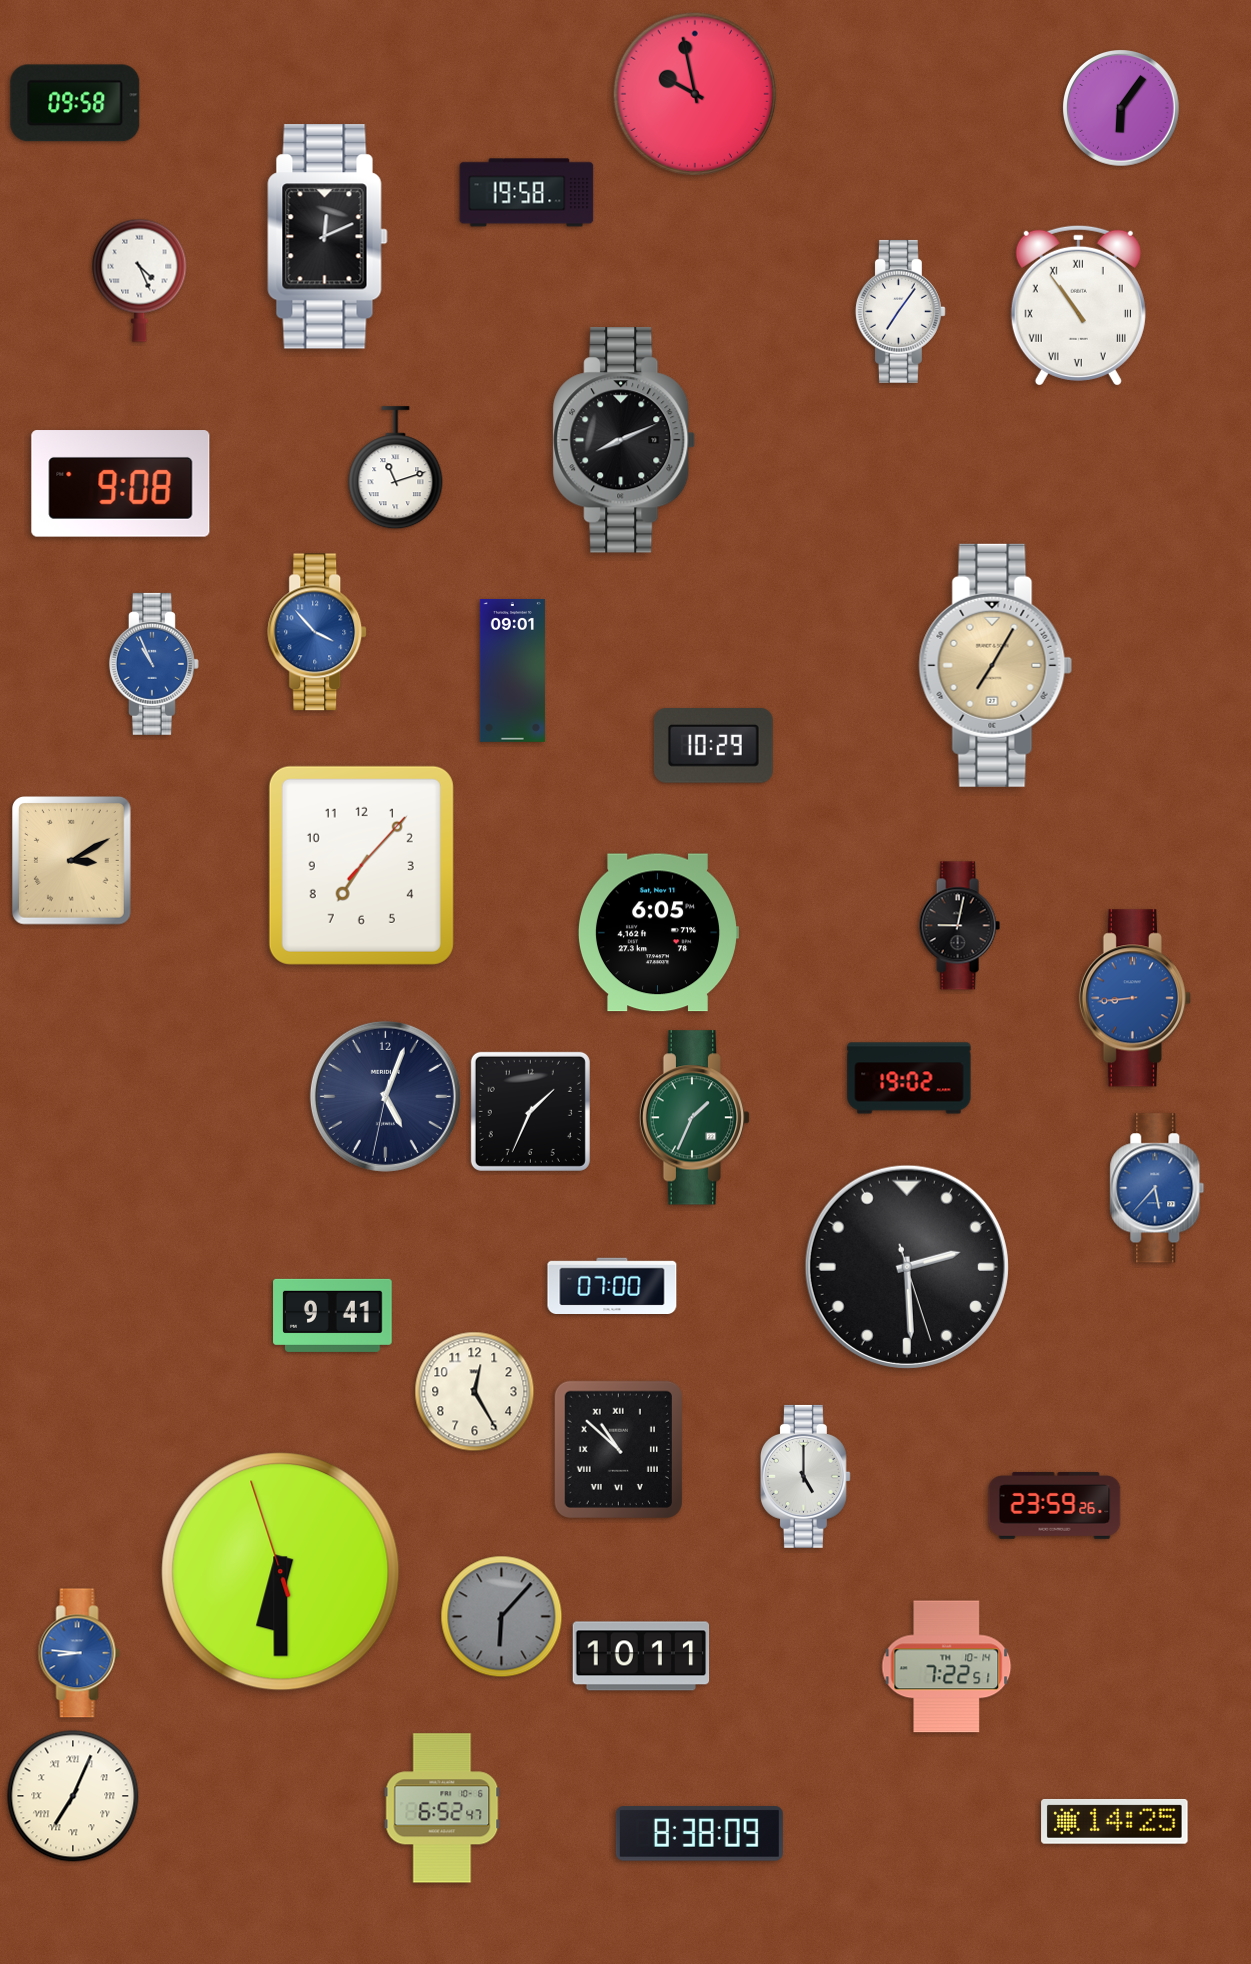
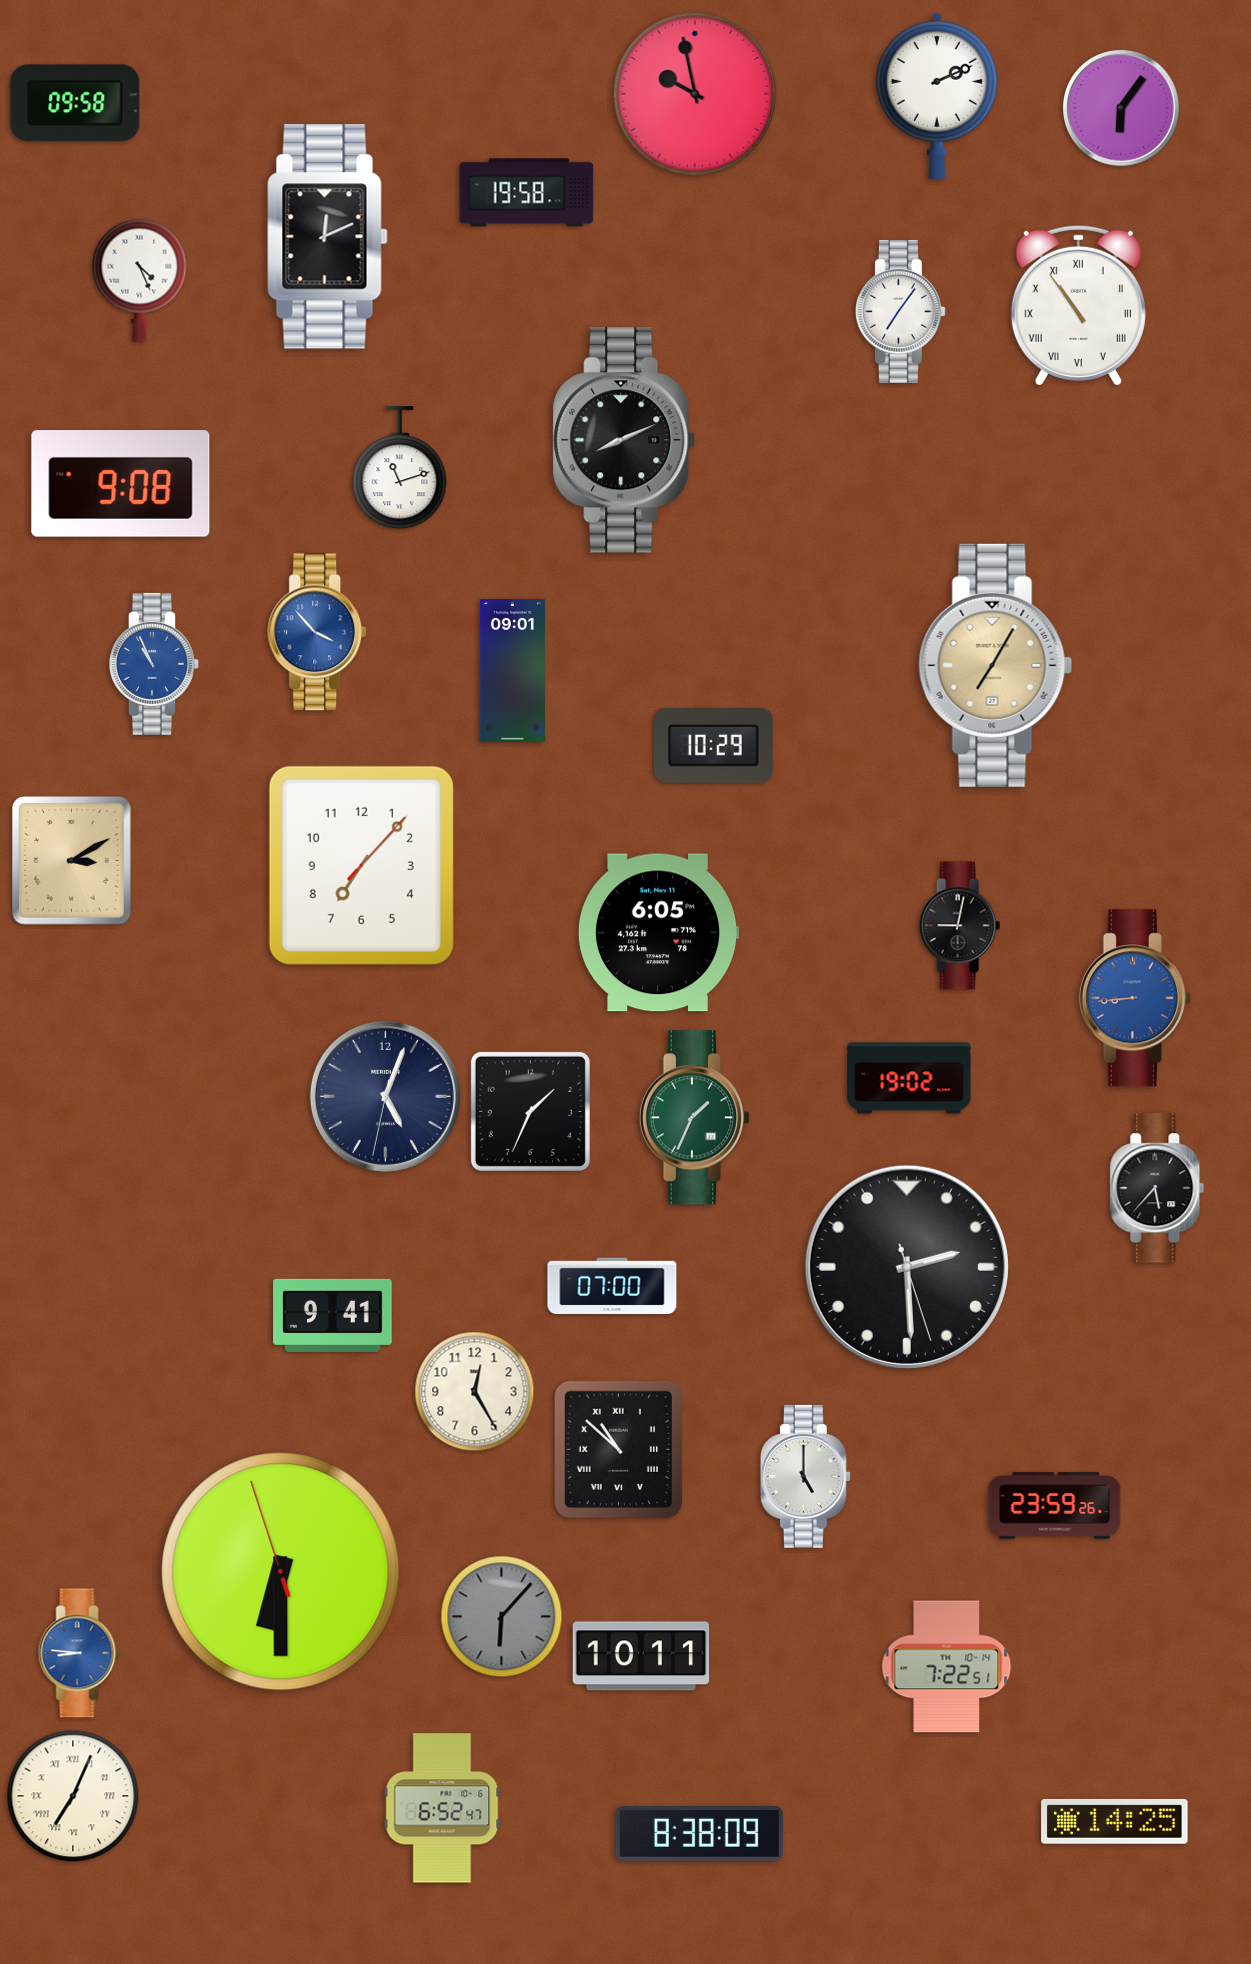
clock at (937, 95): none -> 2:11
clock at (396, 468) position: (396, 468) -> (400, 468)
clock at (1157, 1188) dial: blue -> black
